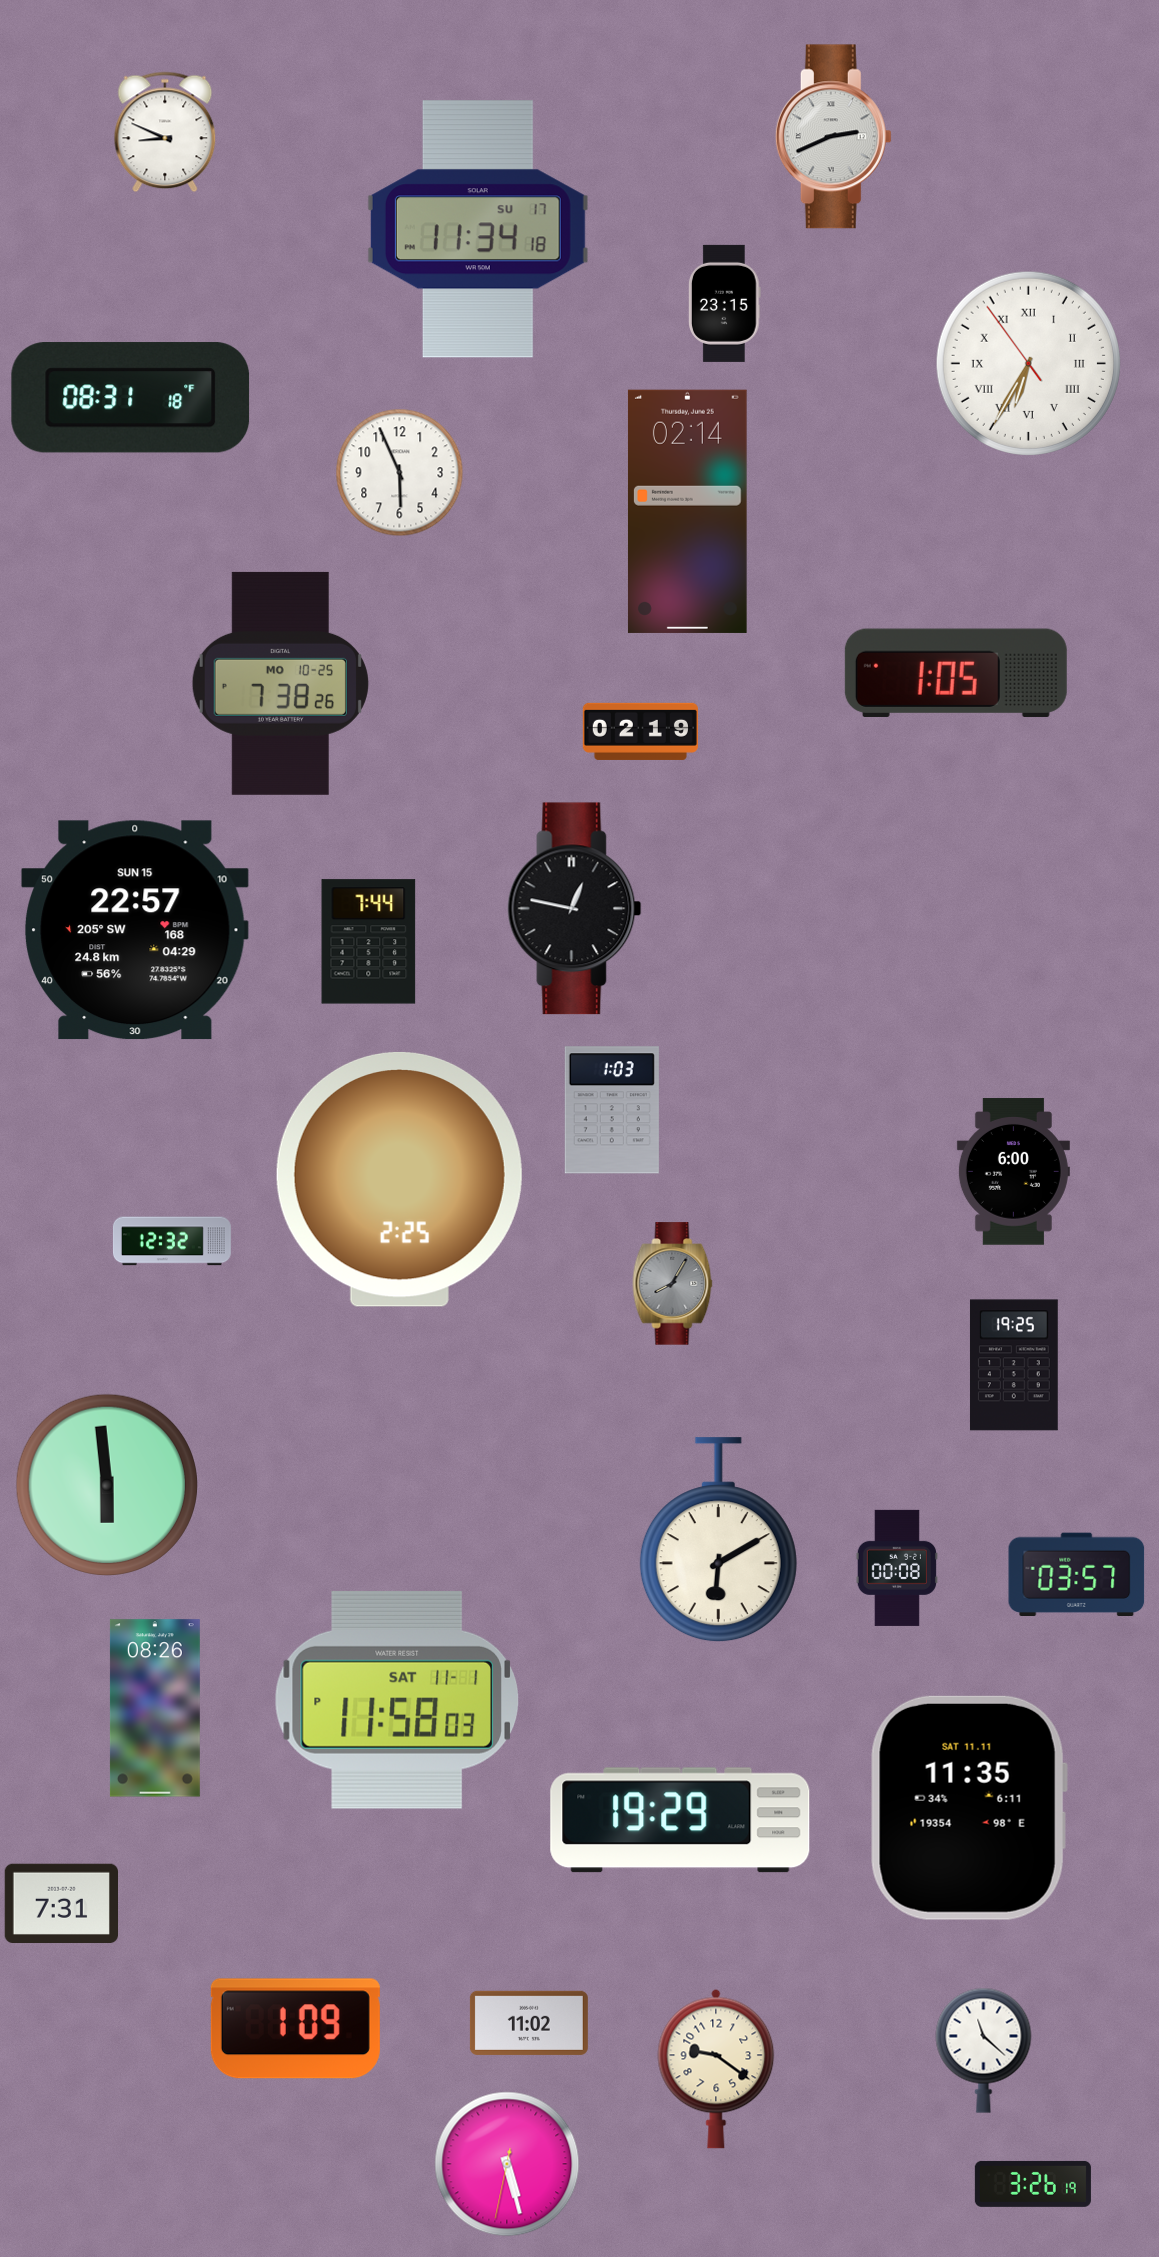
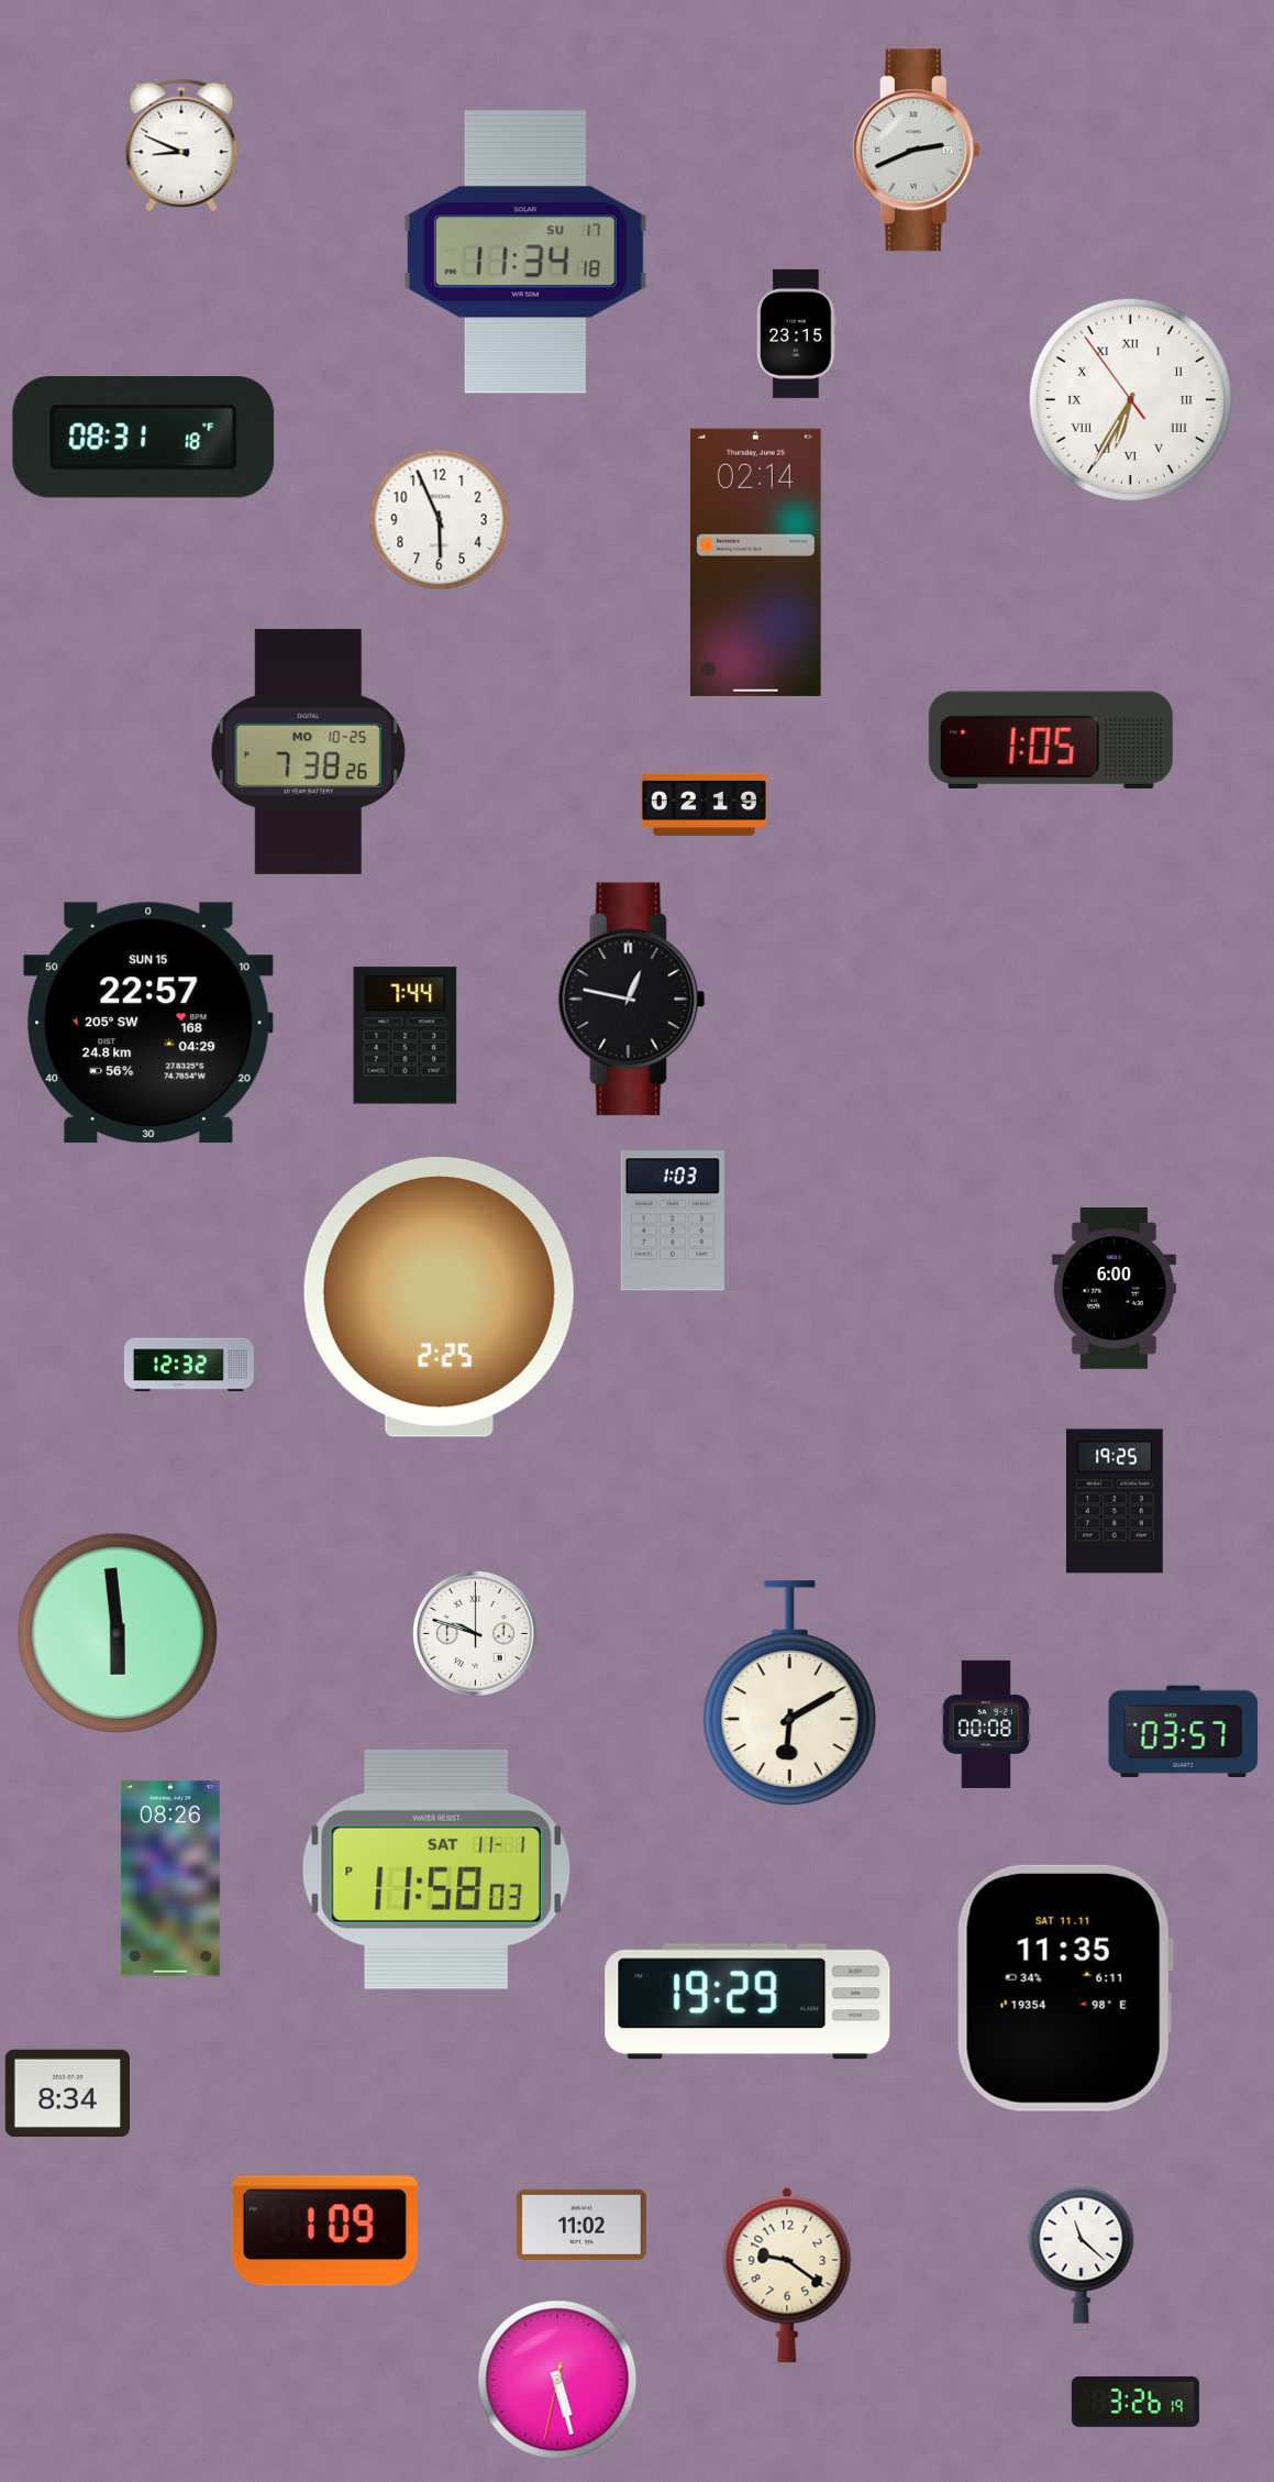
clock at (673, 1284): 8:05 -> none
clock at (475, 1633): none -> 9:48
clock at (61, 1903): 7:31 -> 8:34
